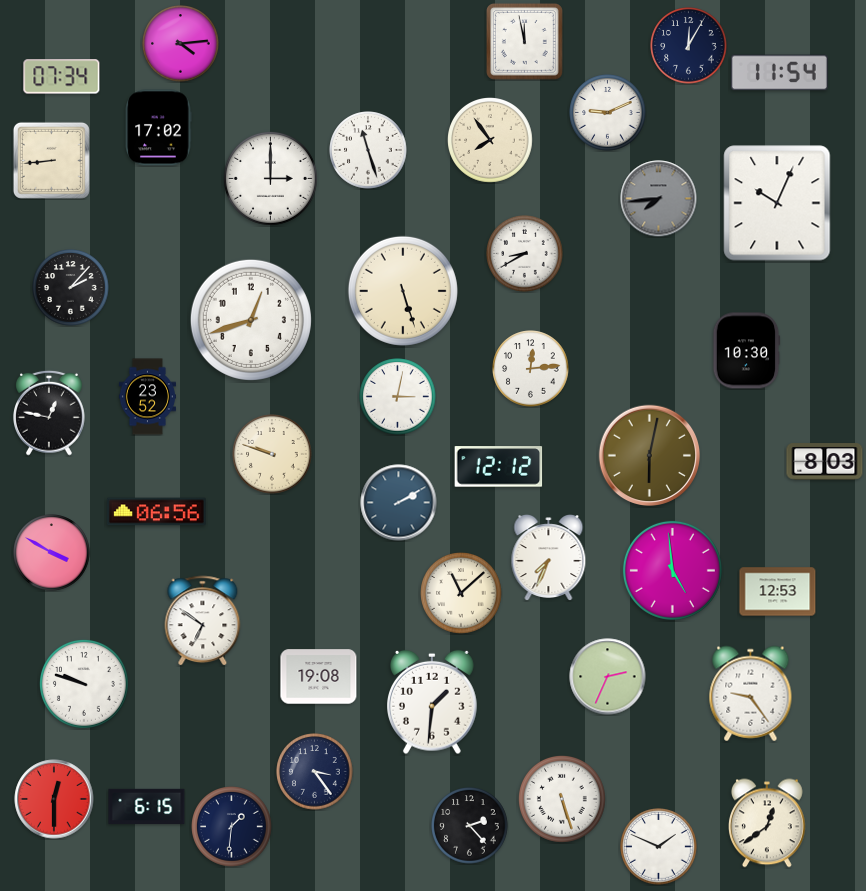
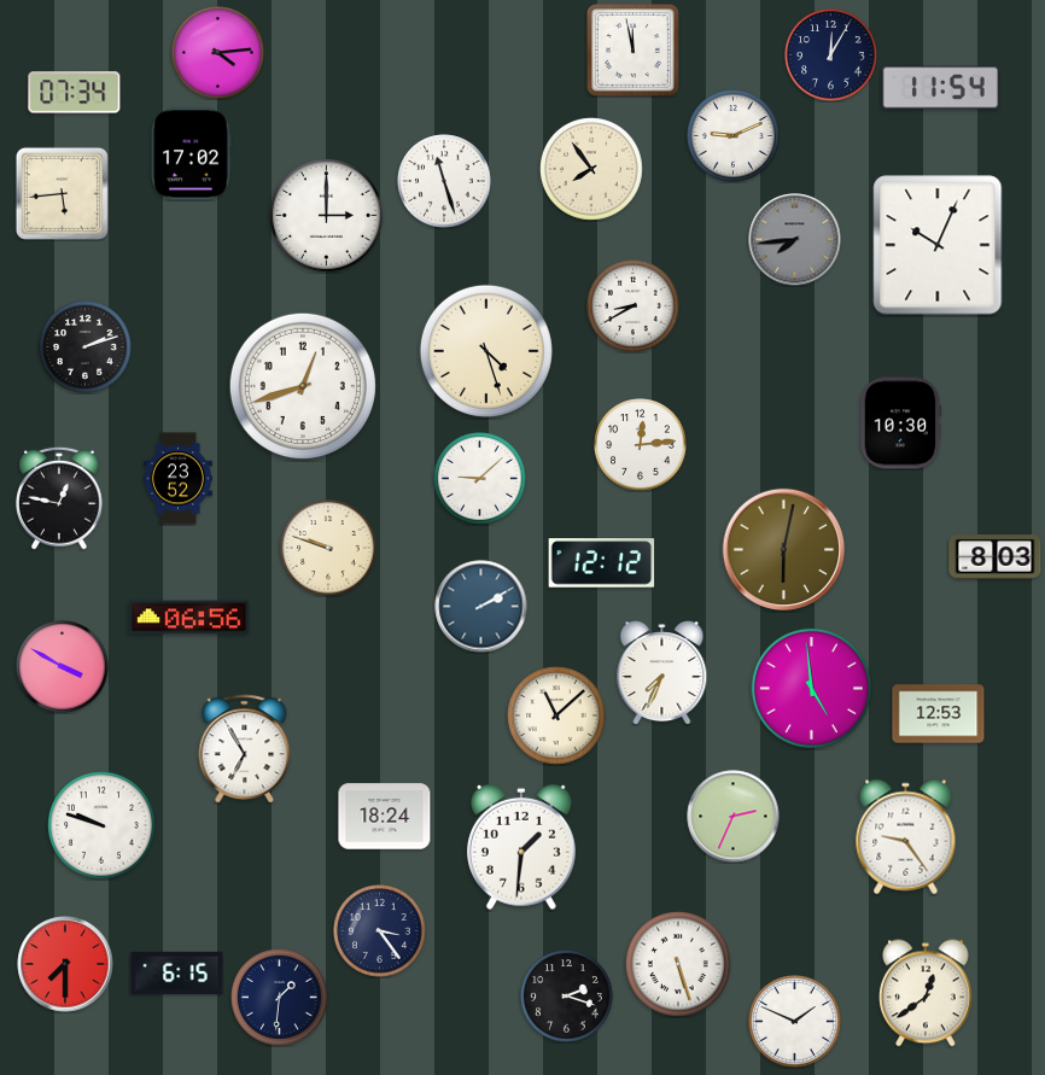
clock at (51, 160): 8:44 -> 5:44
clock at (71, 288): 2:07 -> 2:12
clock at (403, 291): 5:27 -> 4:27
clock at (398, 397): 3:02 -> 9:08
clock at (203, 621): 6:51 -> 6:55
clock at (319, 677): 19:08 -> 18:24
clock at (54, 799): 12:30 -> 7:30
clock at (470, 826): 2:23 -> 2:18
